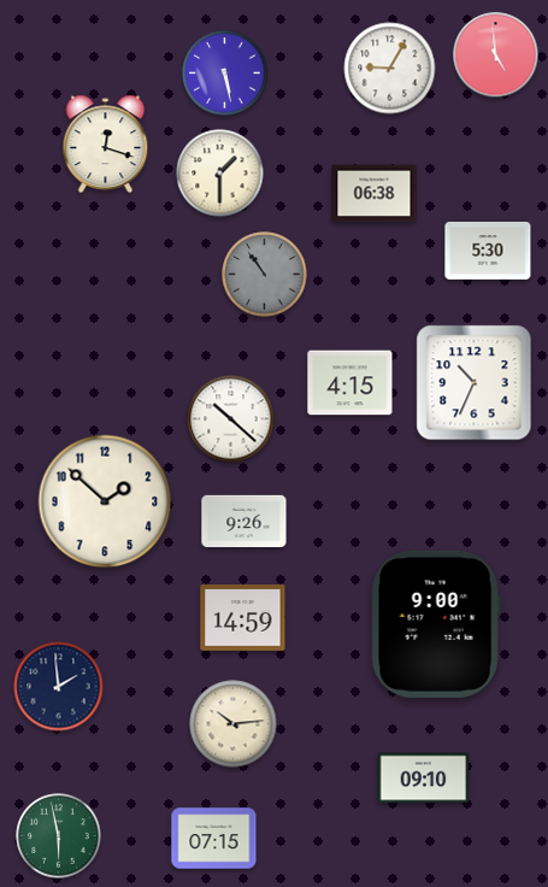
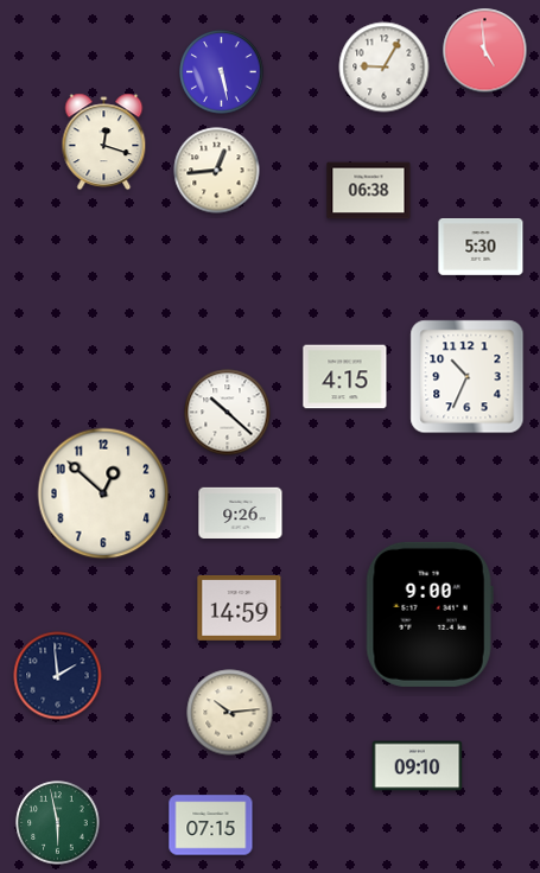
clock at (496, 55) position: (496, 55) -> (485, 51)
clock at (220, 174): 1:30 -> 12:44
clock at (265, 275): 10:54 -> none
clock at (105, 501): 1:52 -> 12:52
